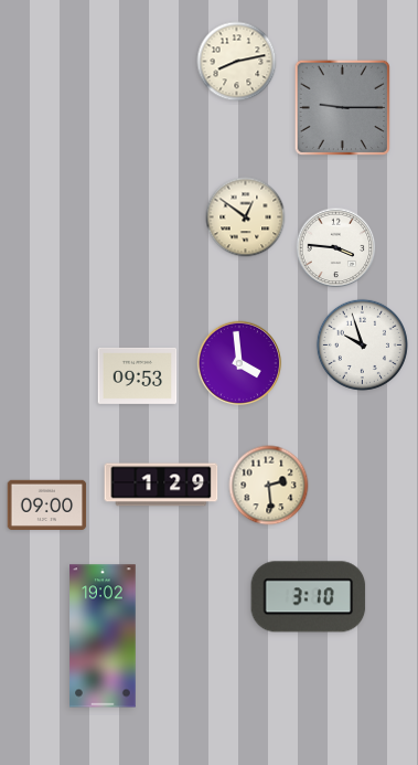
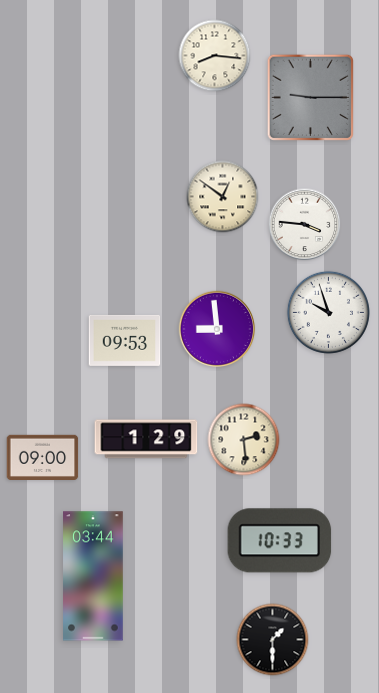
clock at (237, 62): 8:13 -> 8:16
clock at (239, 363): 3:59 -> 8:59
clock at (309, 597): 3:10 -> 10:33
clock at (103, 636): 19:02 -> 03:44
clock at (273, 640): none -> 1:30
